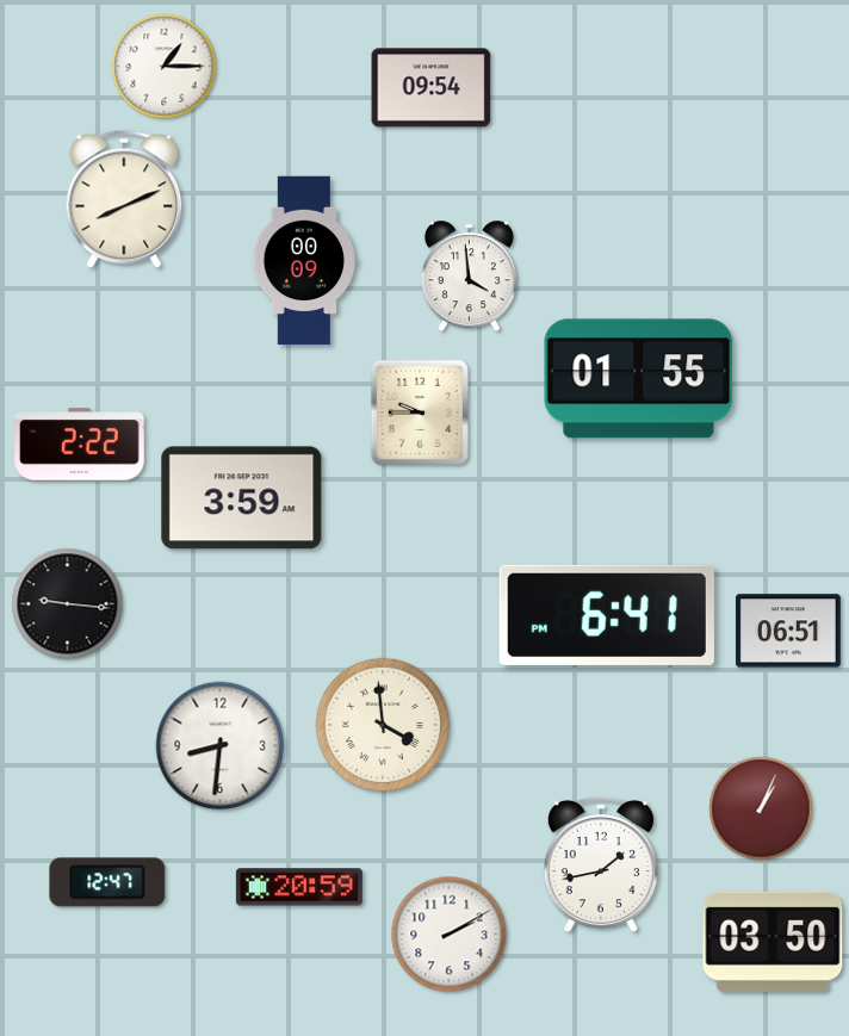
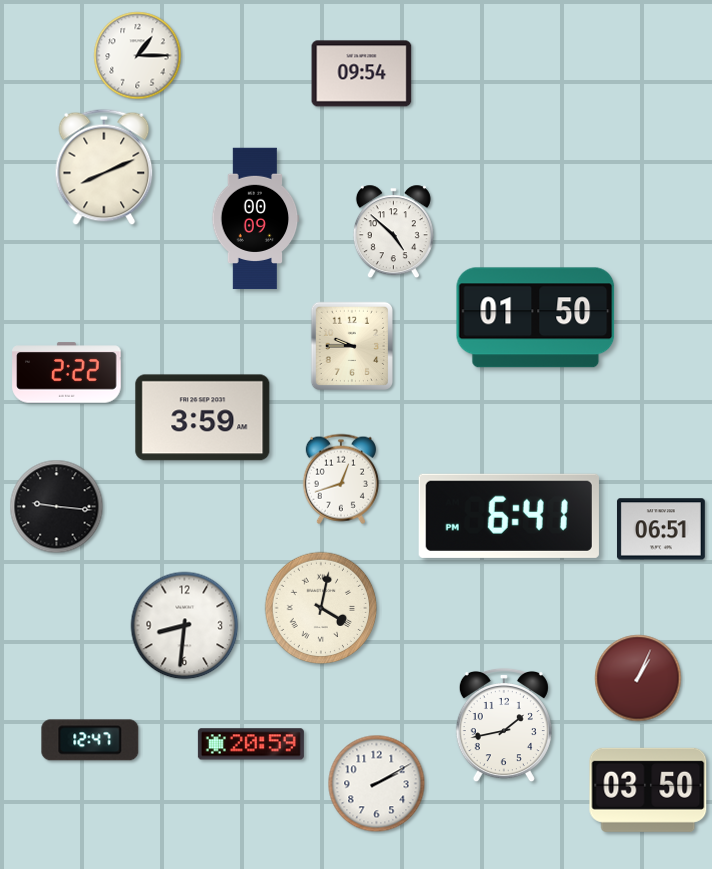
clock at (469, 277): 3:59 -> 4:52
clock at (639, 379): 01:55 -> 01:50
clock at (341, 479): none -> 12:42
clock at (383, 725): 3:59 -> 4:02
